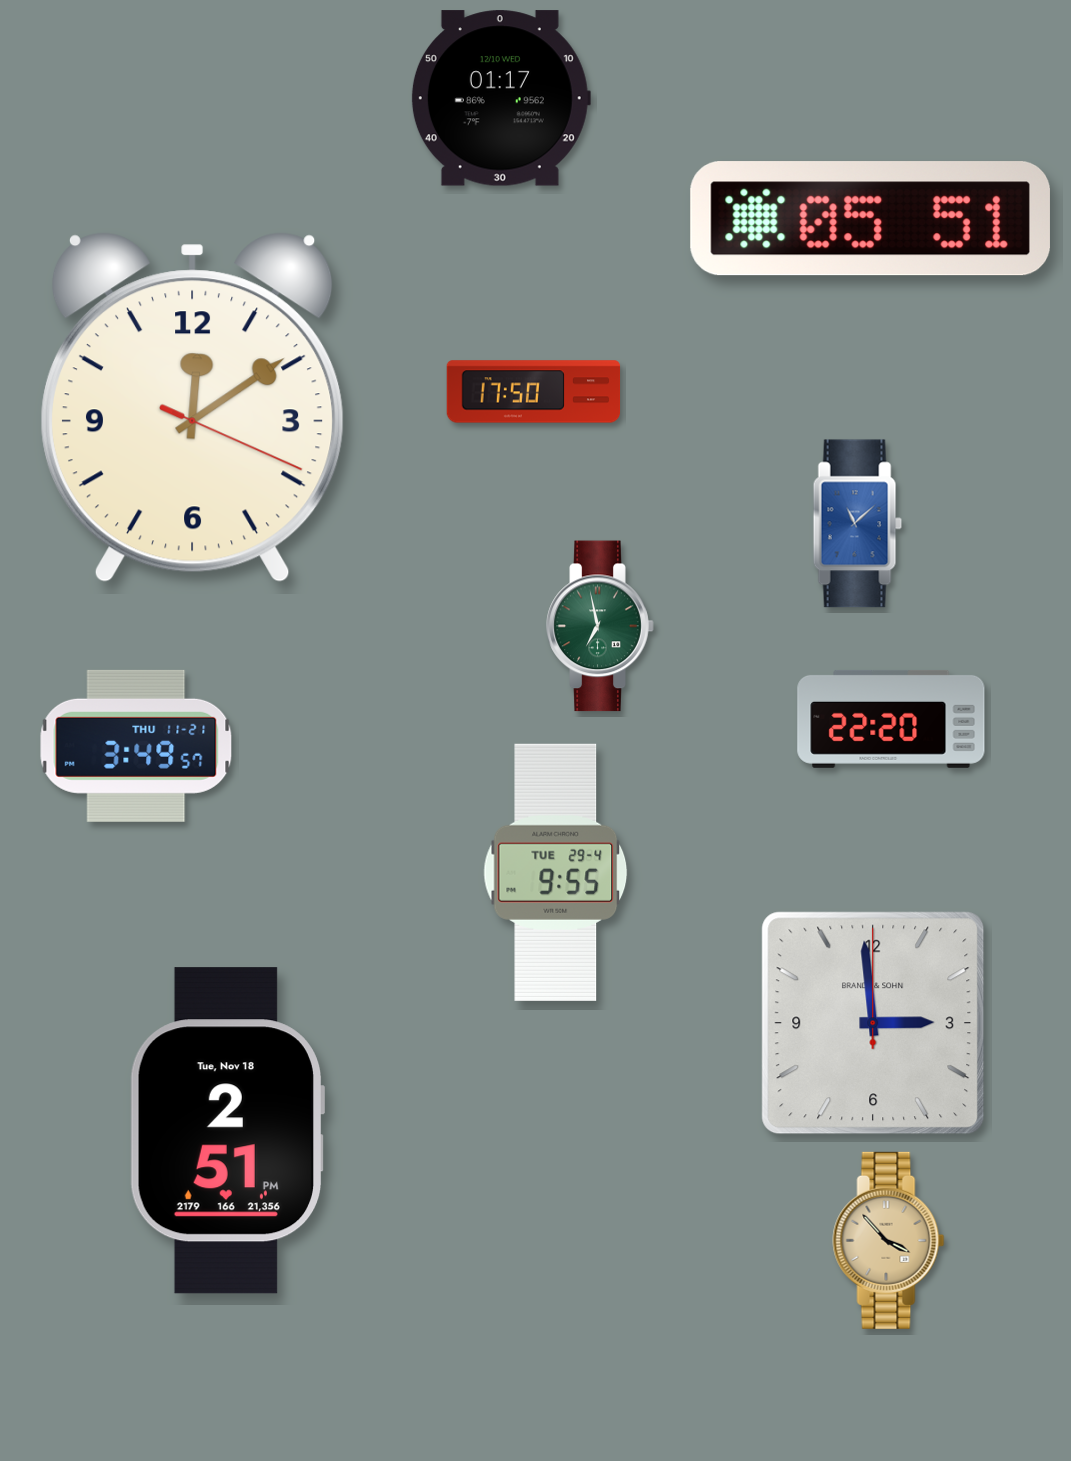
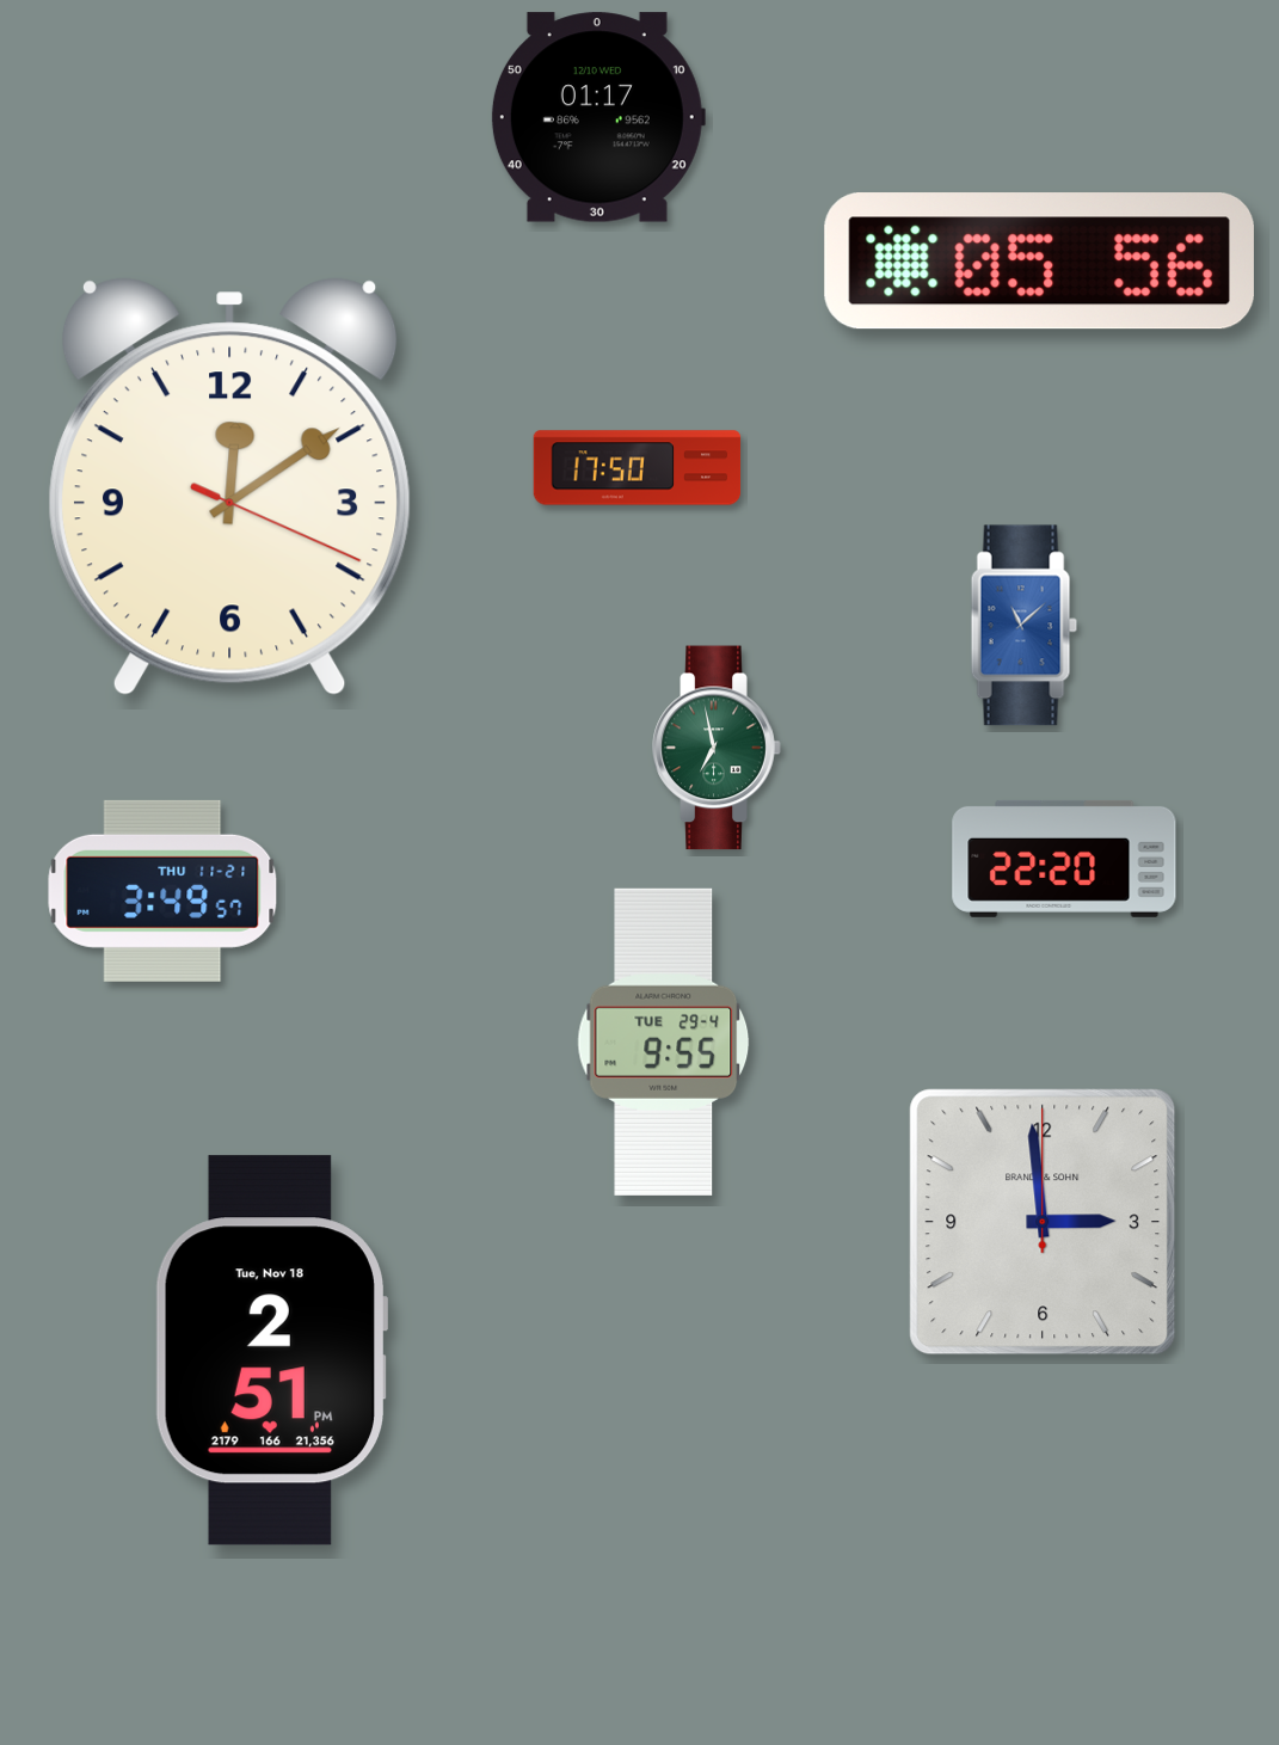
clock at (870, 219): 05:51 -> 05:56
clock at (889, 1240): 3:53 -> none
